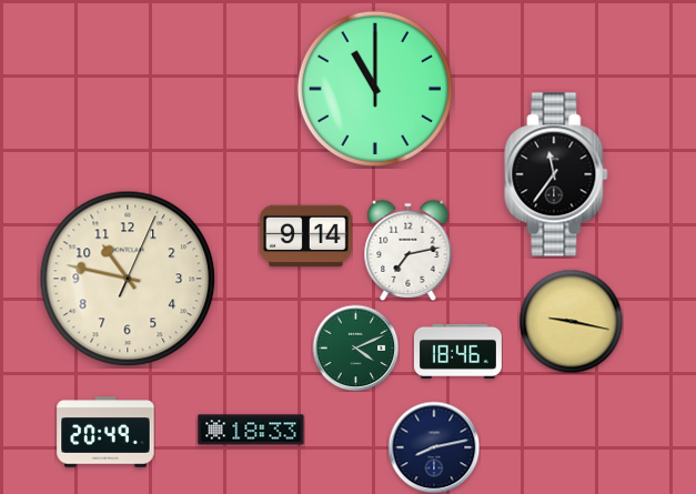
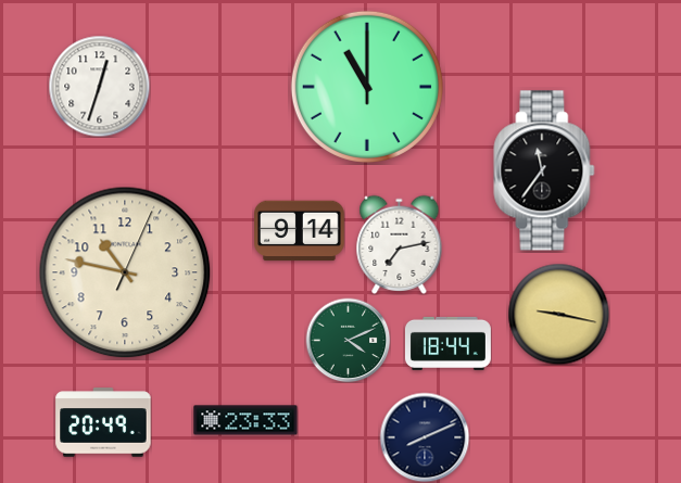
clock at (99, 86): none -> 12:33
clock at (457, 351): 18:46 -> 18:44
clock at (251, 430): 18:33 -> 23:33
clock at (434, 447): 8:13 -> 8:11
